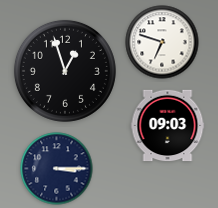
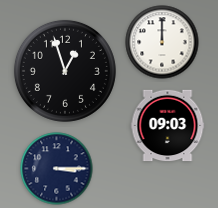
clock at (162, 42): 6:48 -> 12:00
